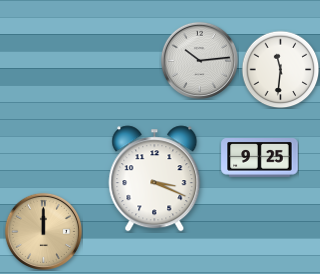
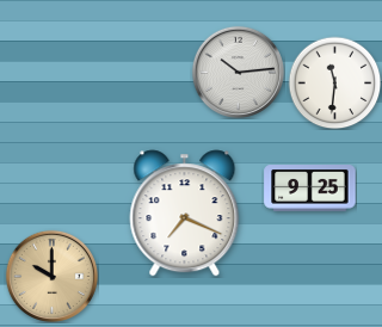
clock at (155, 179): 3:19 -> 7:19
clock at (43, 231): 12:00 -> 10:00
